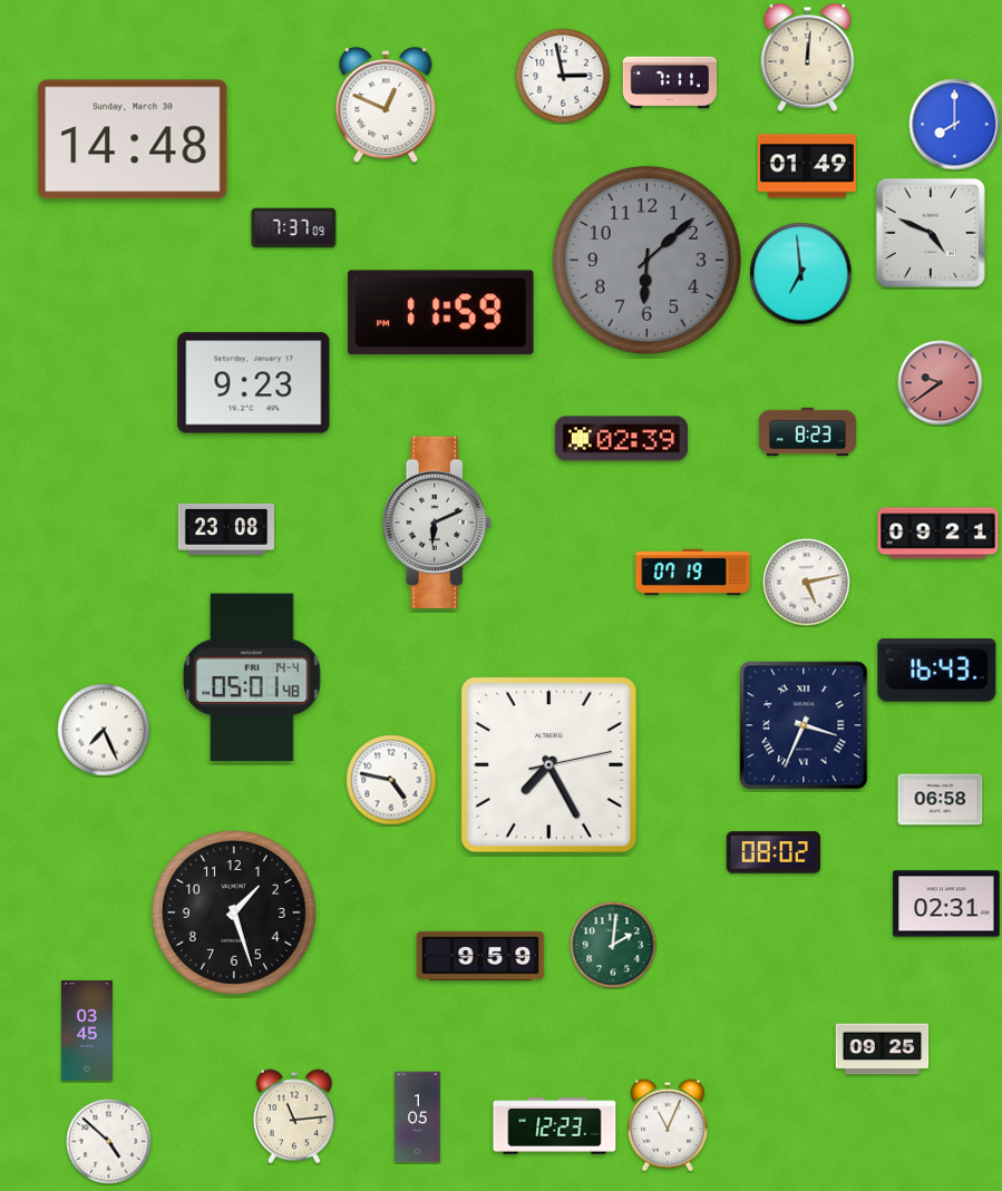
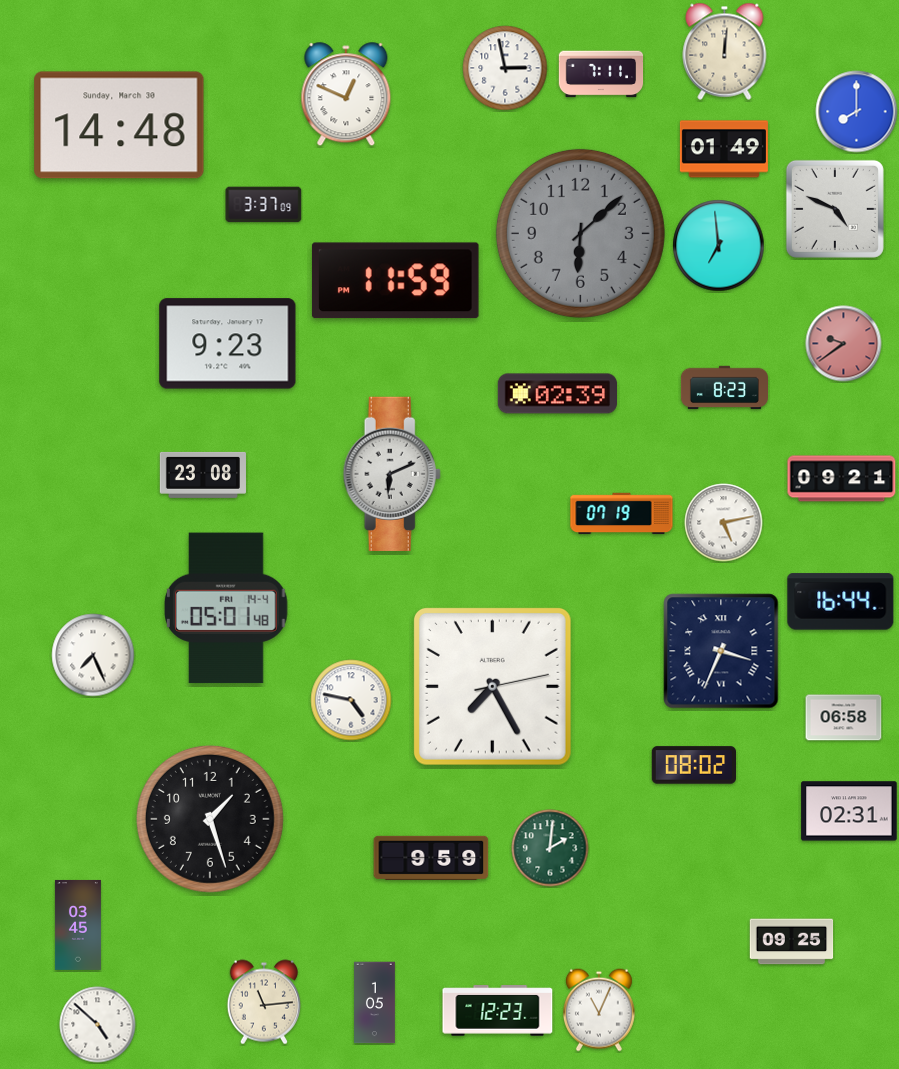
clock at (294, 228): 7:37 -> 3:37
clock at (437, 523) position: (437, 523) -> (392, 474)
clock at (937, 671): 16:43 -> 16:44
